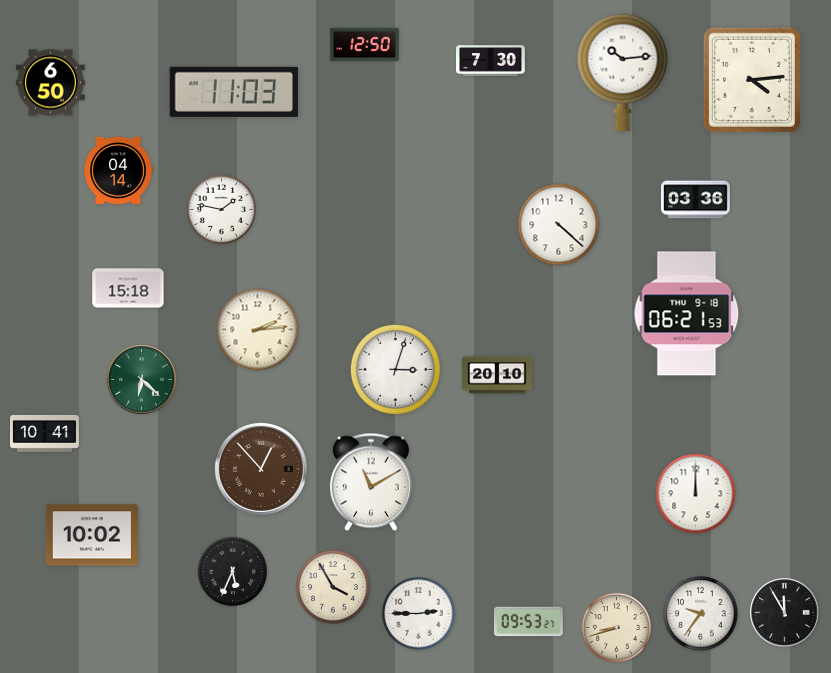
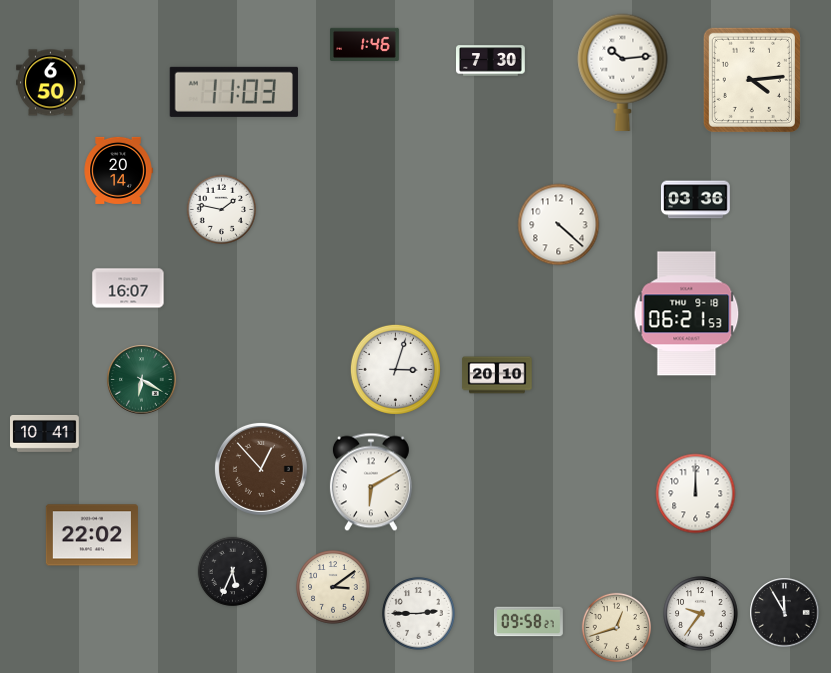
clock at (365, 44): 12:50 -> 1:46
clock at (118, 170): 04:14 -> 20:14
clock at (128, 288): 15:18 -> 16:07
clock at (258, 330): 2:14 -> none
clock at (142, 380): 6:22 -> 6:20
clock at (371, 482): 11:10 -> 6:10
clock at (92, 535): 10:02 -> 22:02
clock at (333, 587): 3:55 -> 3:09
clock at (529, 622): 09:53 -> 09:58
clock at (616, 627): 8:42 -> 12:42
